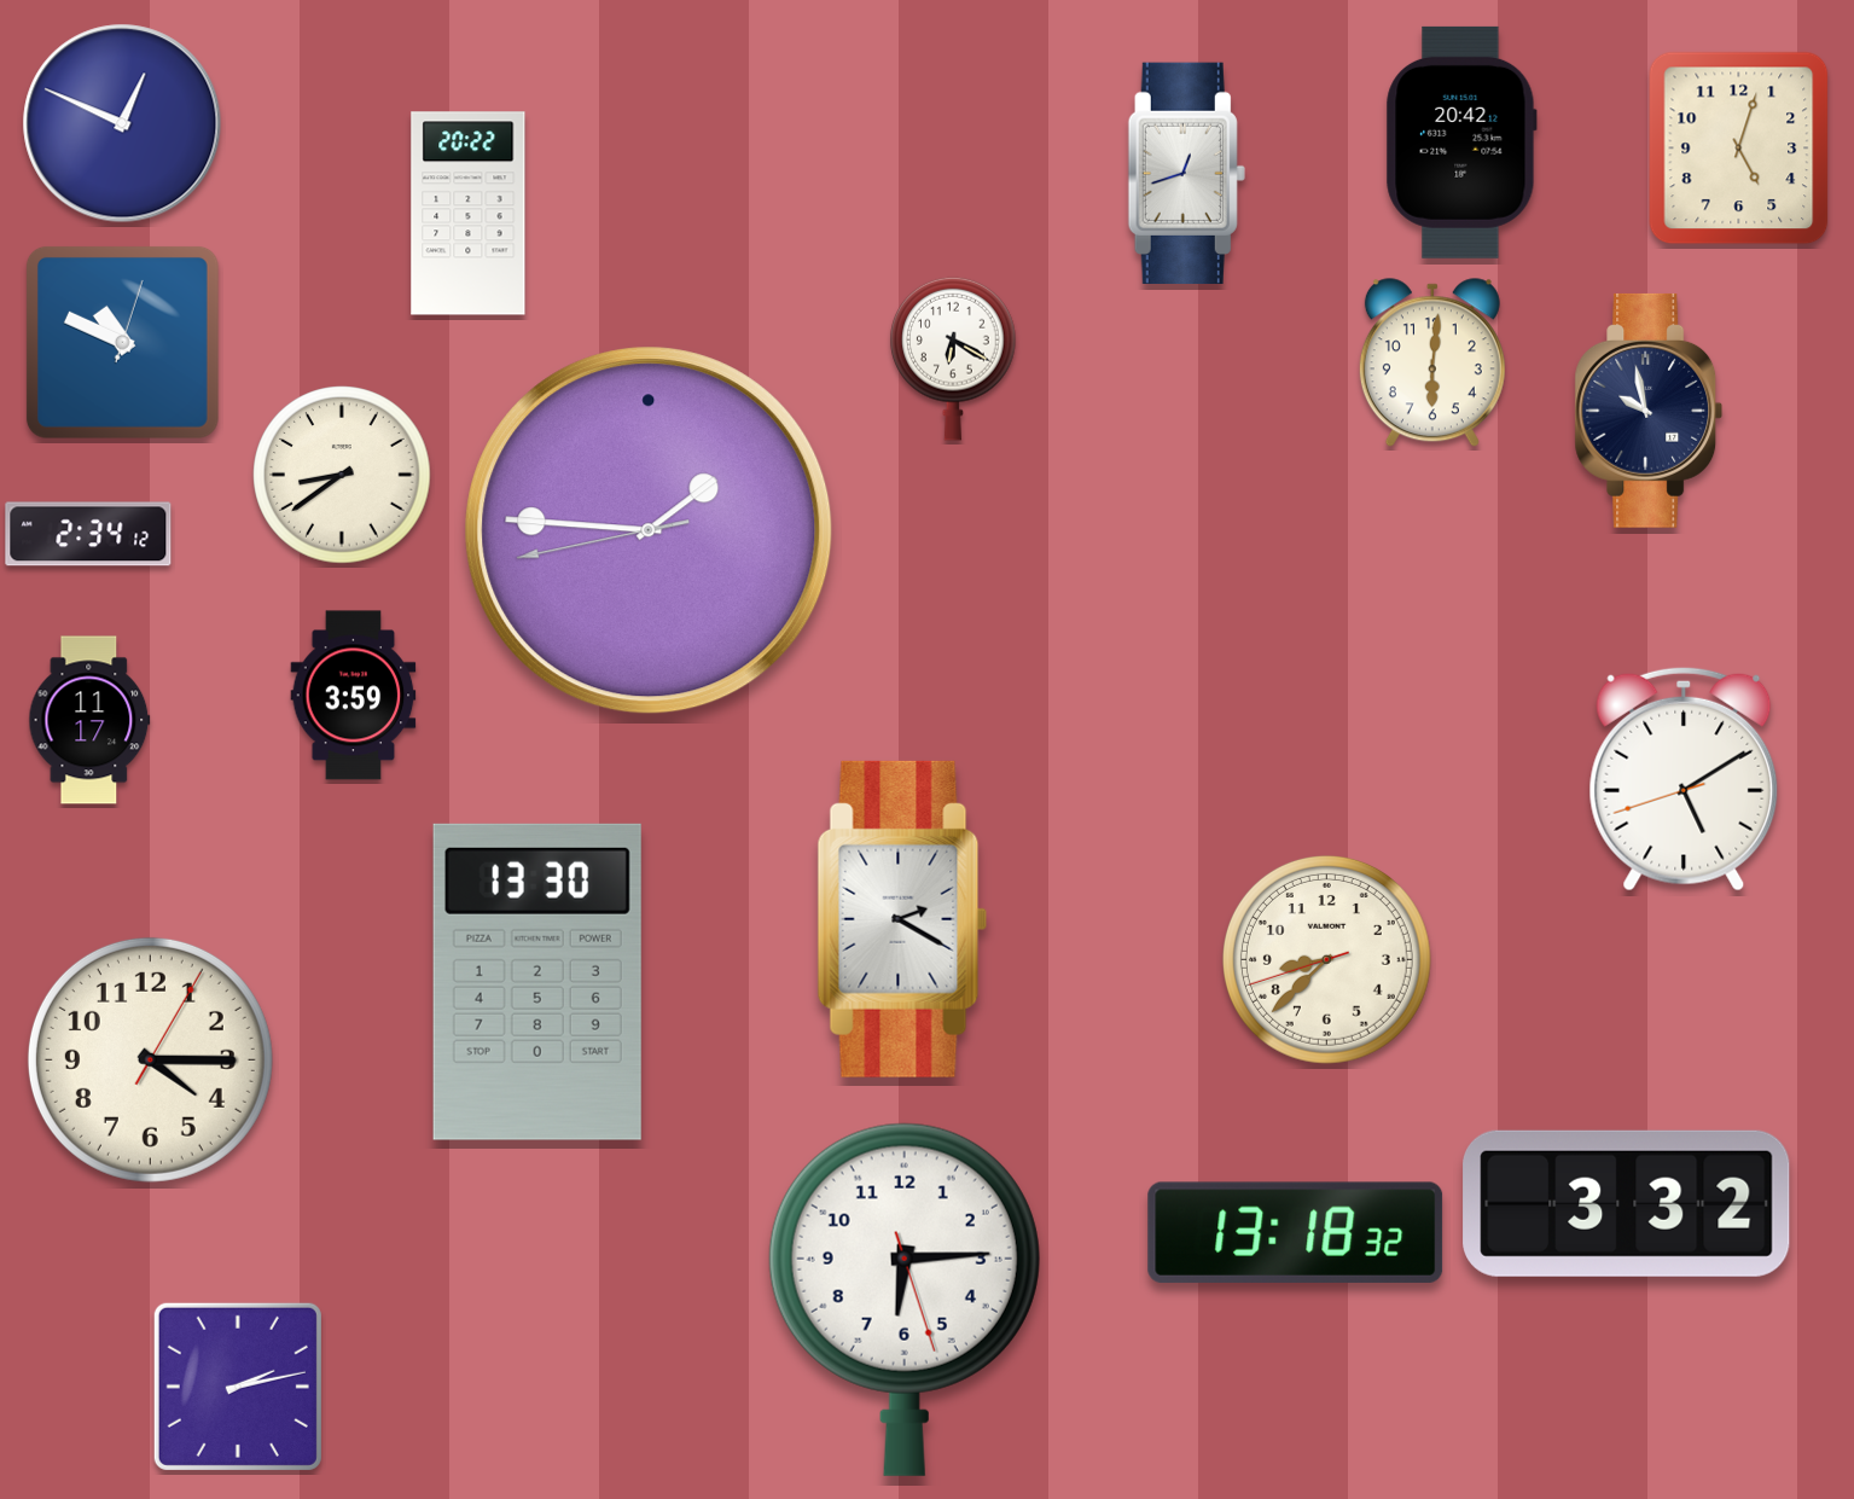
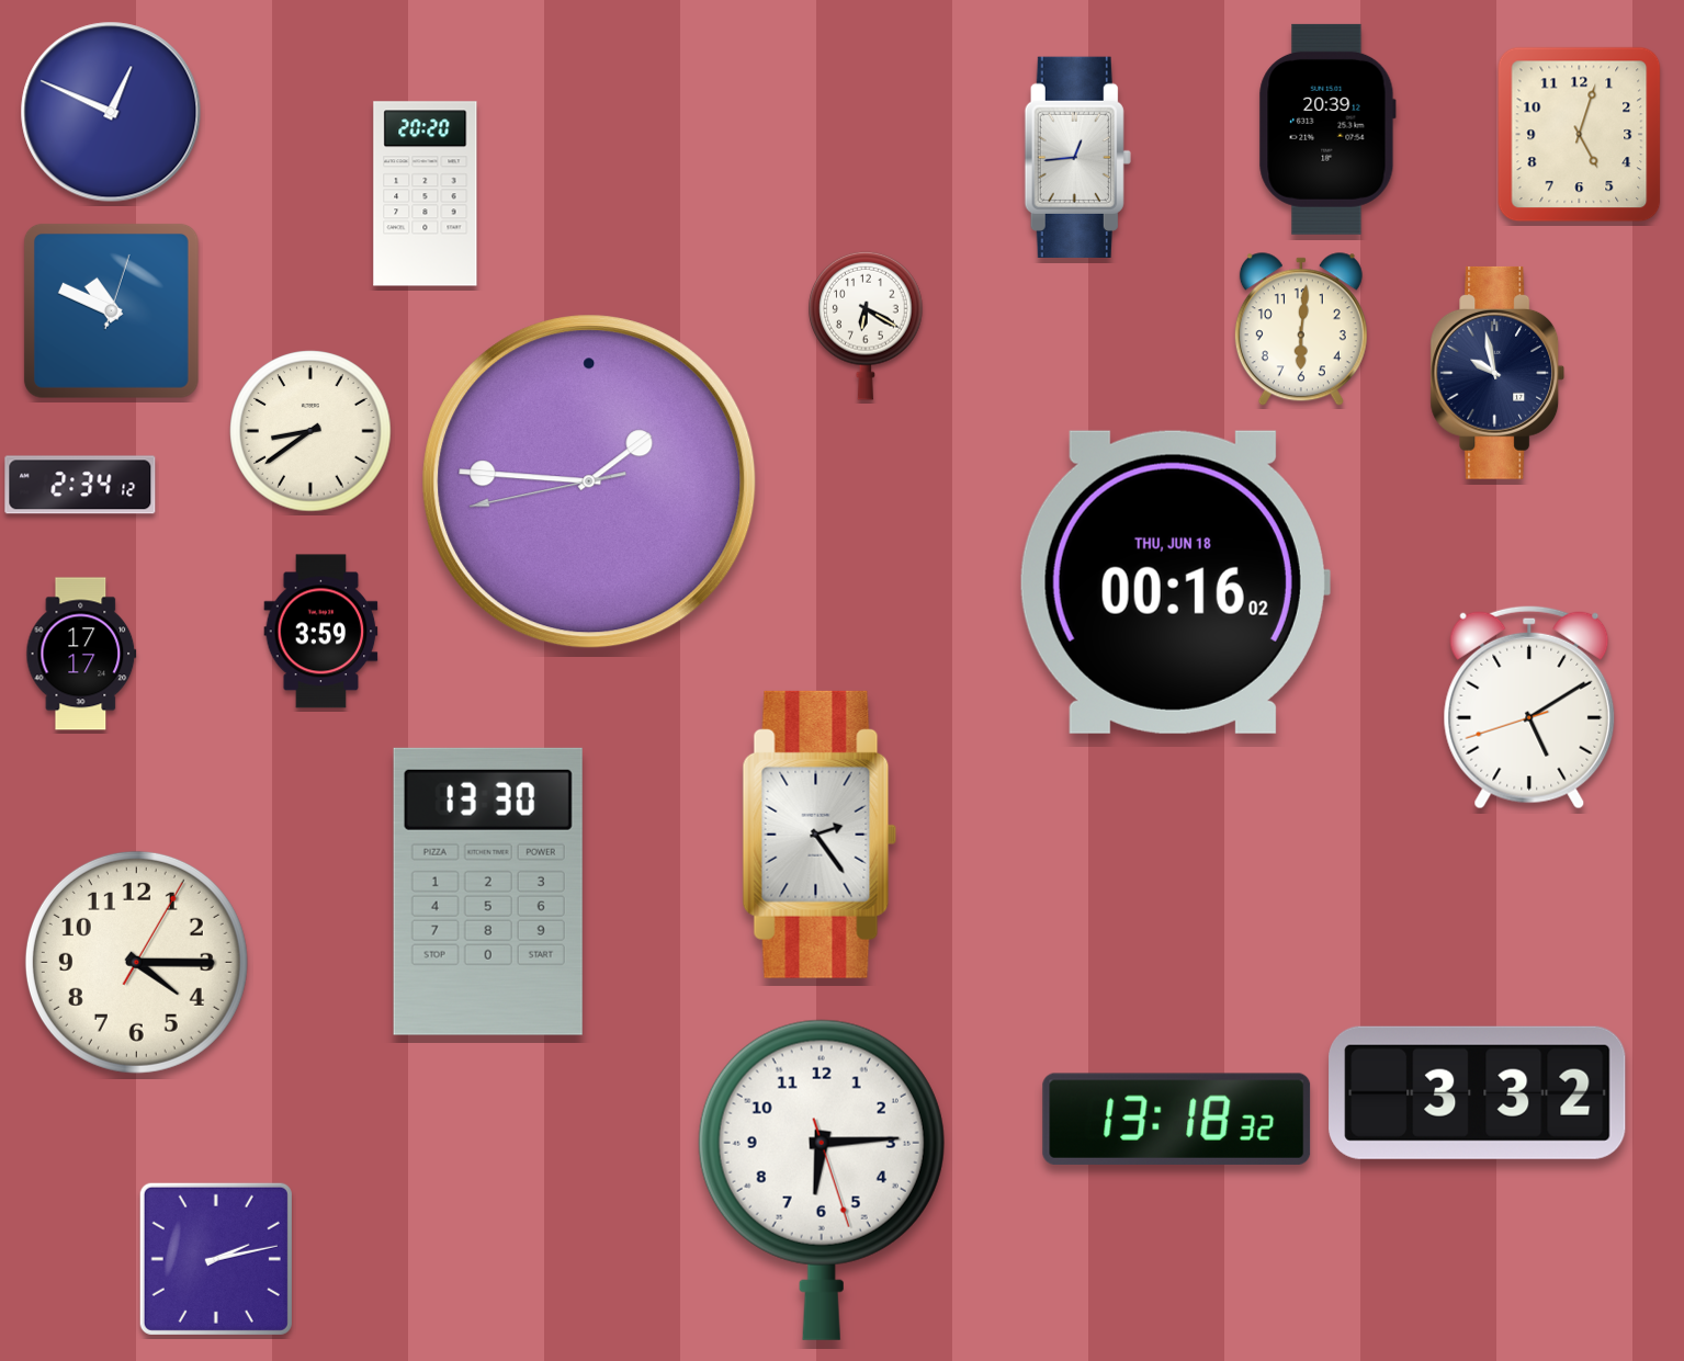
clock at (1461, 143): 20:42 -> 20:39
clock at (1186, 173): 12:42 -> 12:44
clock at (469, 214): 20:22 -> 20:20
clock at (1174, 582): none -> 00:16
clock at (89, 720): 11:17 -> 17:17
clock at (902, 919): 2:20 -> 2:24
clock at (1326, 959): 8:37 -> none
